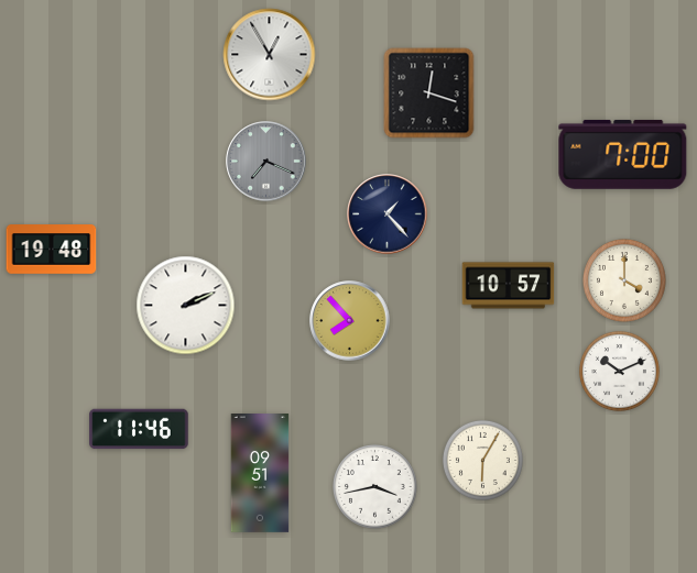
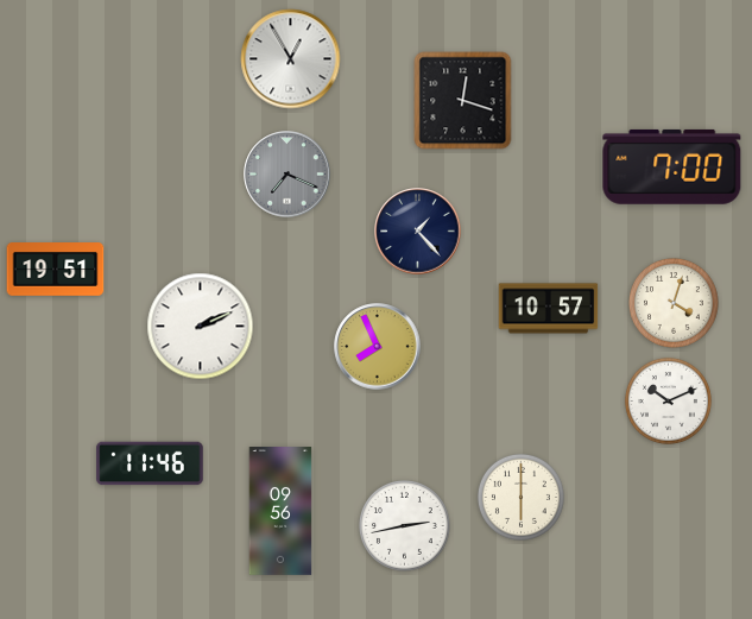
clock at (52, 250): 19:48 -> 19:51
clock at (625, 282): 4:00 -> 4:03
clock at (186, 306) position: (186, 306) -> (201, 327)
clock at (350, 321): 7:53 -> 7:56
clock at (482, 460): 6:05 -> 6:00
clock at (260, 473): 09:51 -> 09:56
clock at (375, 487): 3:43 -> 2:43
